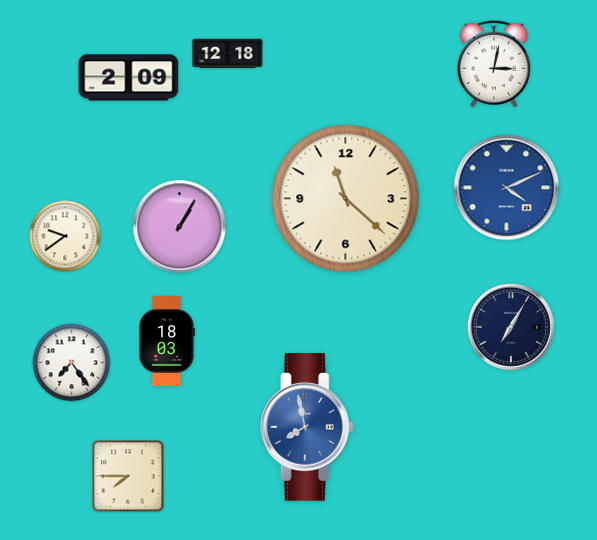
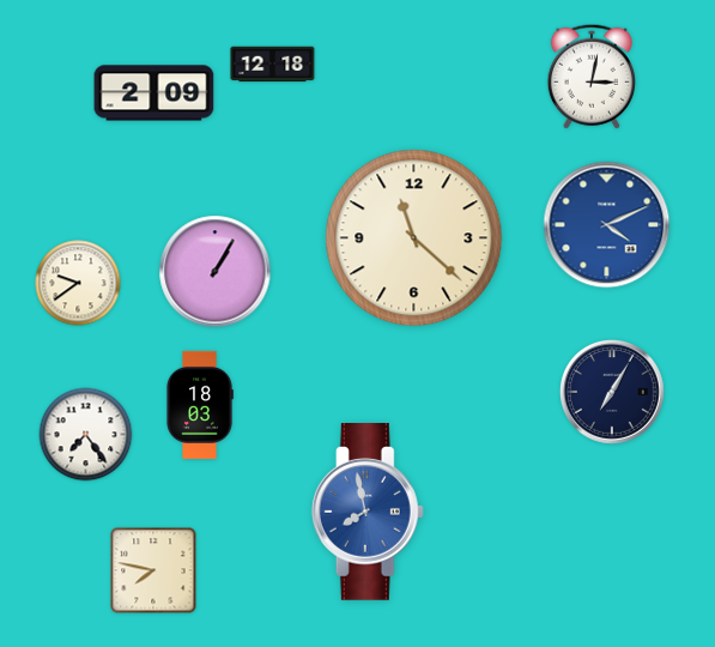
clock at (167, 341) position: (167, 341) -> (200, 405)
clock at (128, 476): 7:45 -> 7:47
